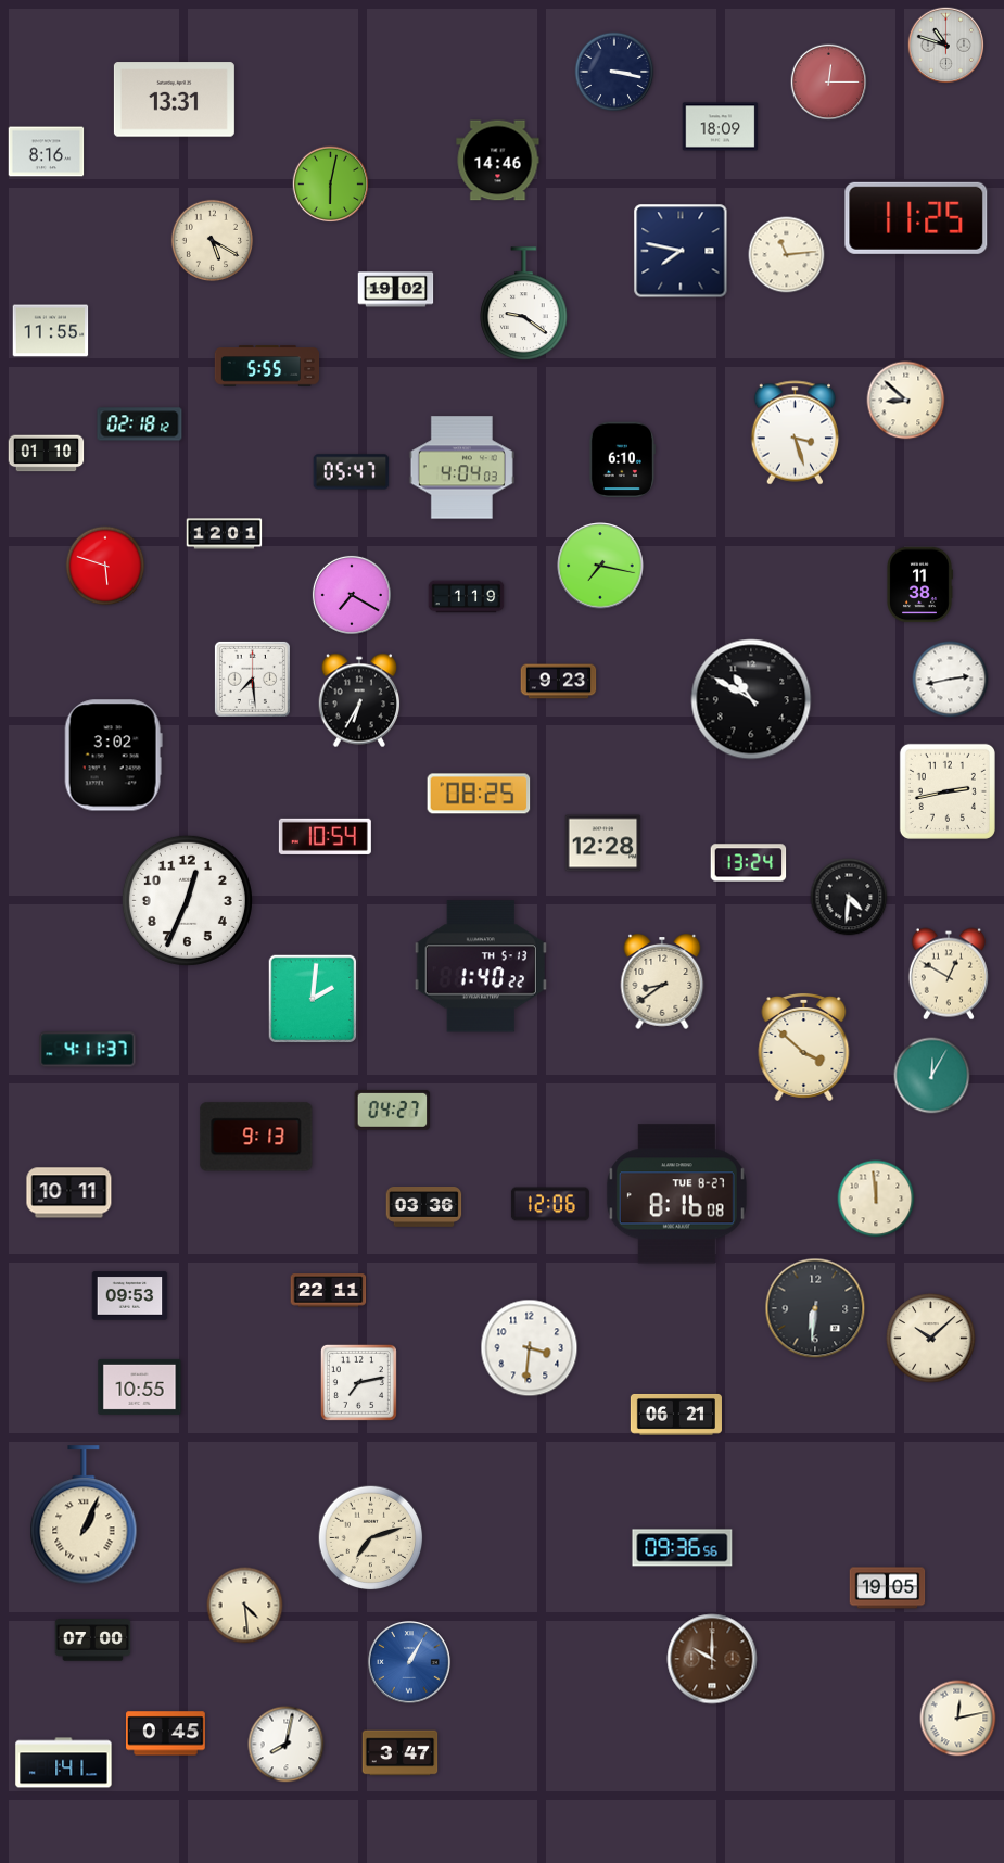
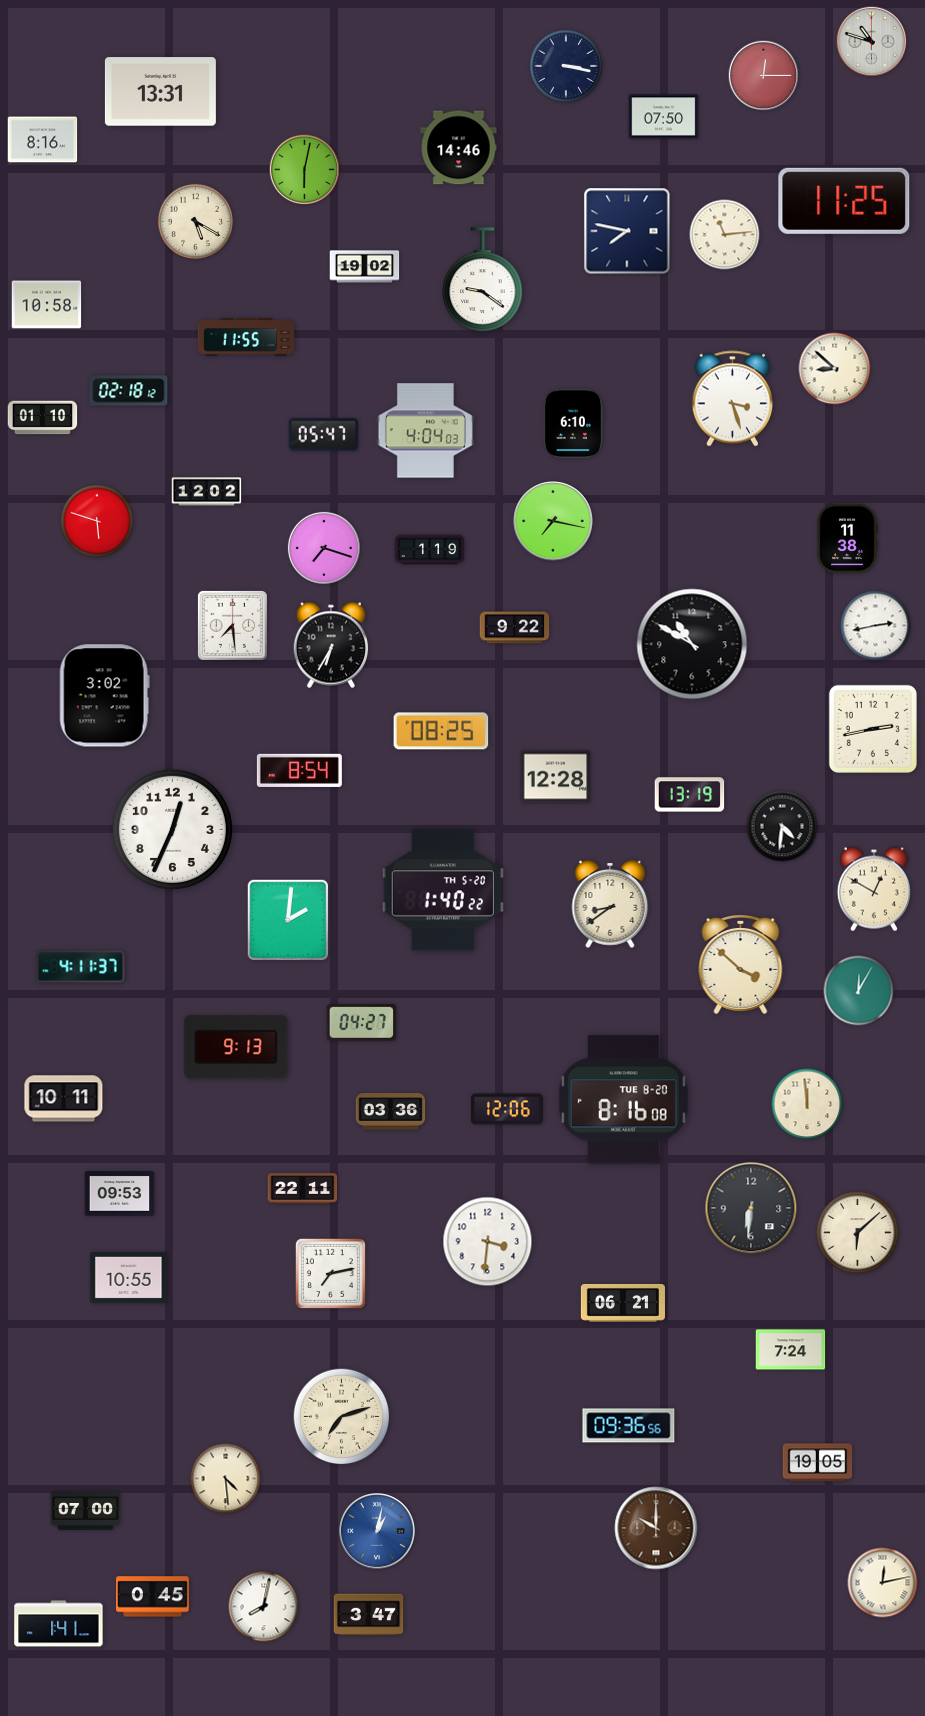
clock at (721, 127): 18:09 -> 07:50
clock at (51, 331): 11:55 -> 10:58
clock at (267, 366): 5:55 -> 11:55
clock at (225, 534): 12:01 -> 12:02
clock at (352, 595): 7:20 -> 7:18
clock at (559, 682): 9:23 -> 9:22
clock at (325, 836): 10:54 -> 8:54
clock at (749, 863): 13:24 -> 13:19
clock at (481, 966) date: TH 5-13 -> TH 5-20
clock at (949, 974) position: (949, 974) -> (874, 889)
clock at (676, 1194) date: TUE 8-27 -> TUE 8-20
clock at (815, 1308) position: (815, 1308) -> (751, 1208)
clock at (931, 1339): 10:08 -> 6:08
clock at (791, 1350): none -> 7:24
clock at (84, 1516): 1:04 -> none
clock at (410, 1663): 1:05 -> 1:02
